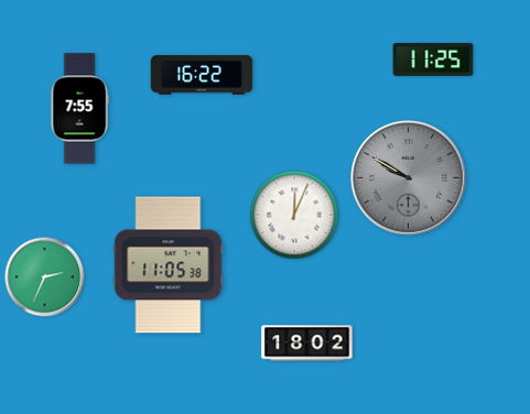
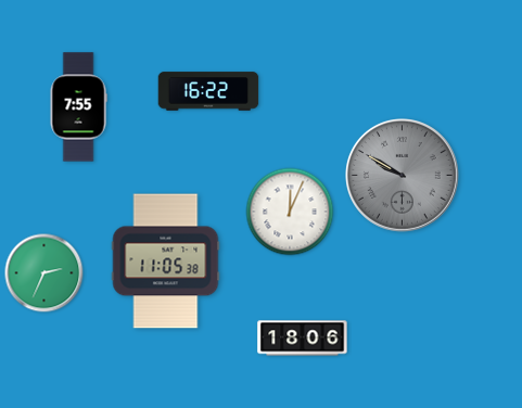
clock at (433, 59): 11:25 -> none
clock at (202, 75) position: (202, 75) -> (208, 91)
clock at (307, 344): 18:02 -> 18:06
